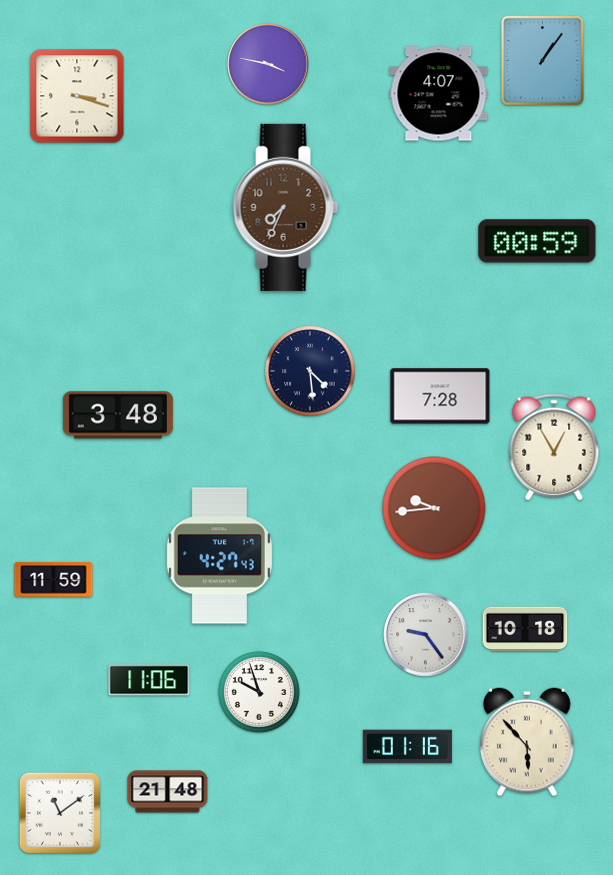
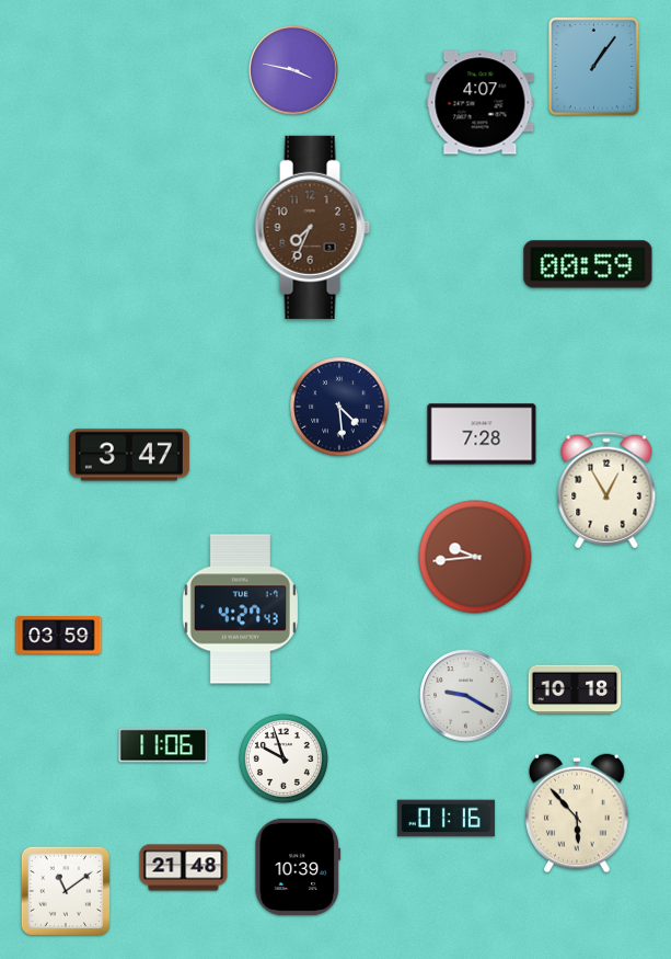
clock at (77, 96): 3:18 -> none
clock at (118, 415): 3:48 -> 3:47
clock at (54, 580): 11:59 -> 03:59
clock at (426, 635): 9:24 -> 9:20
clock at (298, 867): none -> 10:39
